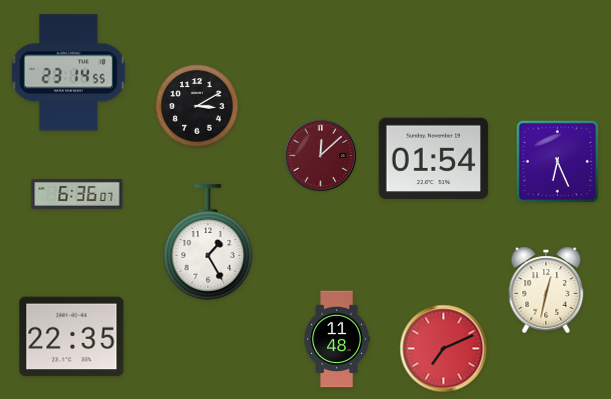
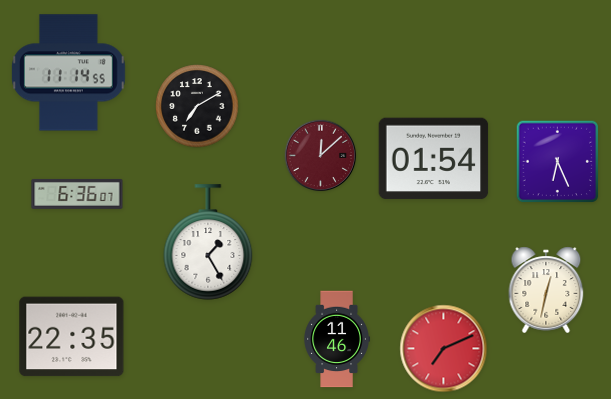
clock at (69, 73): 23:14 -> 11:14
clock at (197, 106): 3:10 -> 7:10
clock at (336, 339): 11:48 -> 11:46
